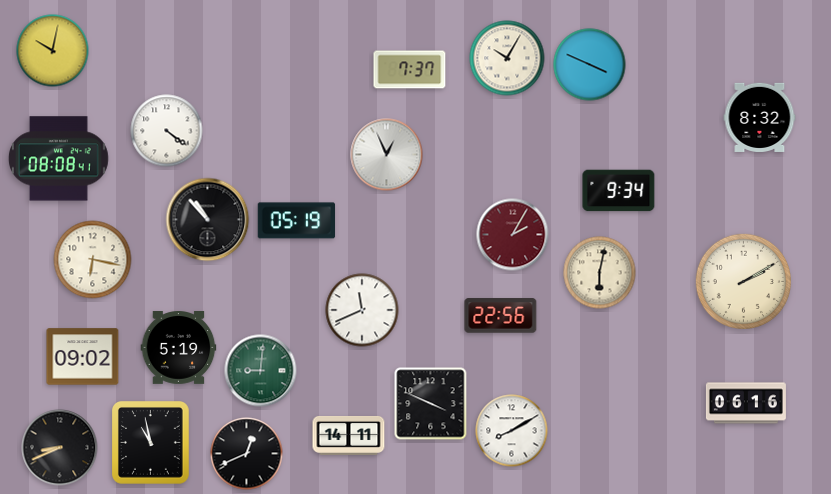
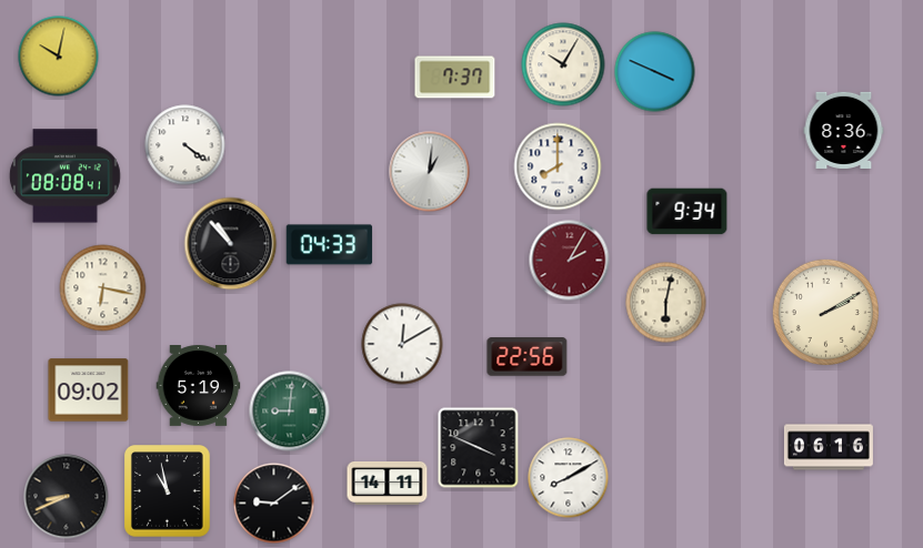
clock at (760, 117): 8:32 -> 8:36
clock at (558, 166): none -> 8:00
clock at (387, 155): 12:56 -> 1:01
clock at (297, 221): 05:19 -> 04:33
clock at (362, 310): 11:41 -> 12:10
clock at (501, 316) position: (501, 316) -> (528, 357)
clock at (83, 357) position: (83, 357) -> (89, 390)
clock at (247, 454): 12:41 -> 9:09
